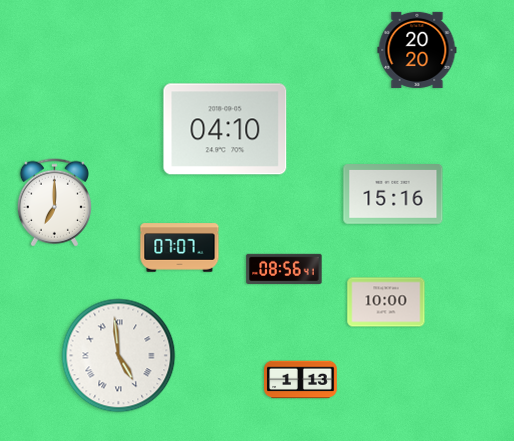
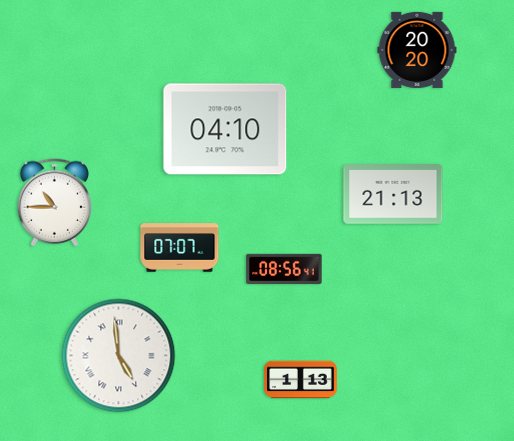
clock at (393, 195): 15:16 -> 21:13
clock at (54, 203): 7:00 -> 10:45
clock at (386, 302): 10:00 -> none
